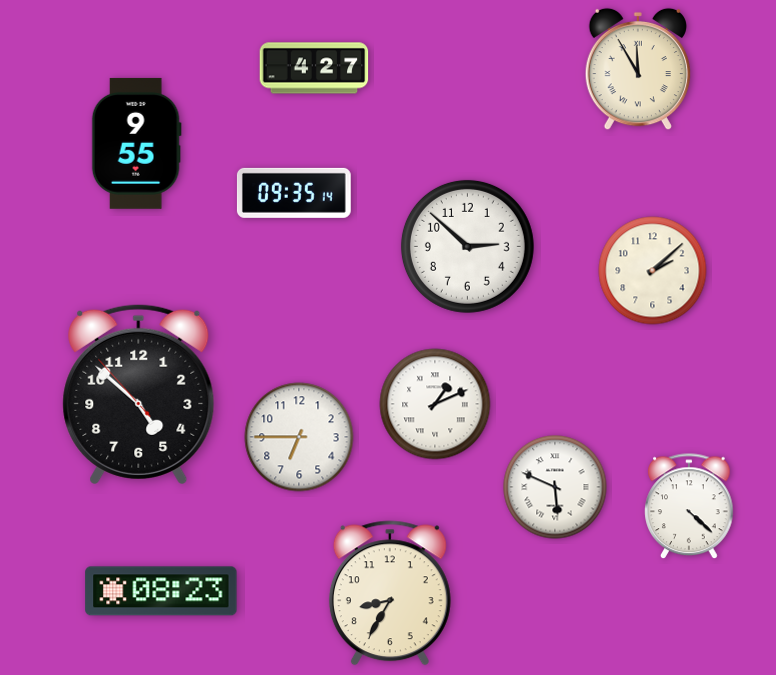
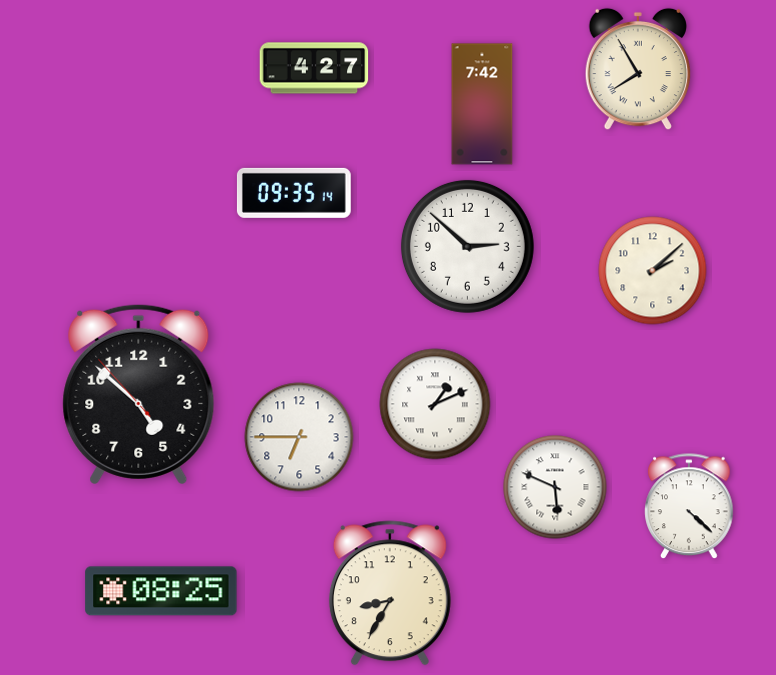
clock at (638, 69): 11:55 -> 7:55
clock at (482, 104): none -> 7:42
clock at (136, 143): 9:55 -> none
clock at (161, 591): 08:23 -> 08:25
